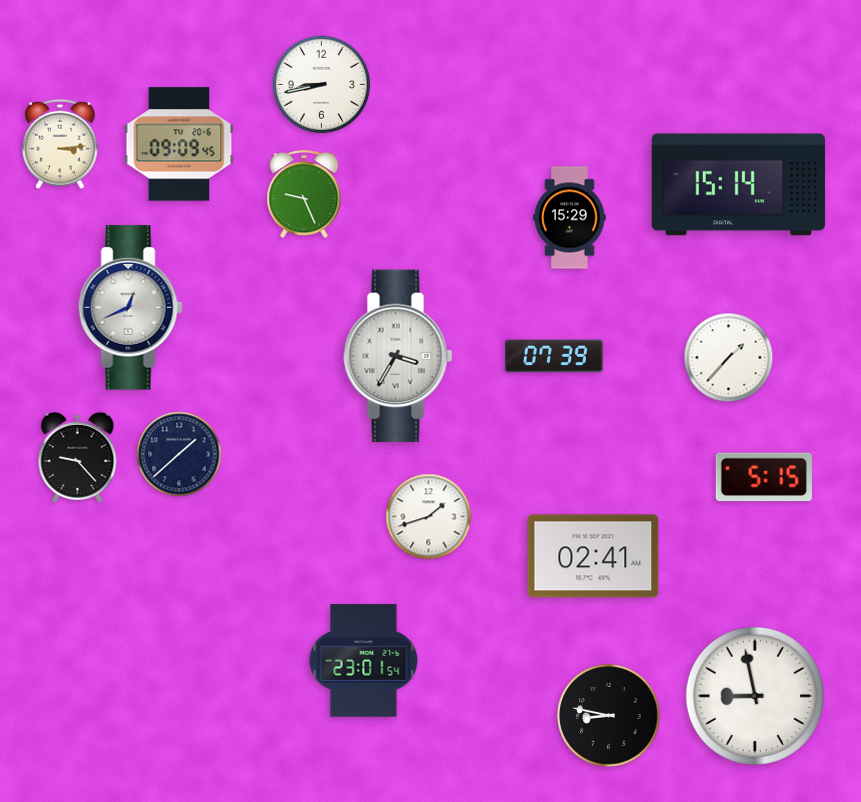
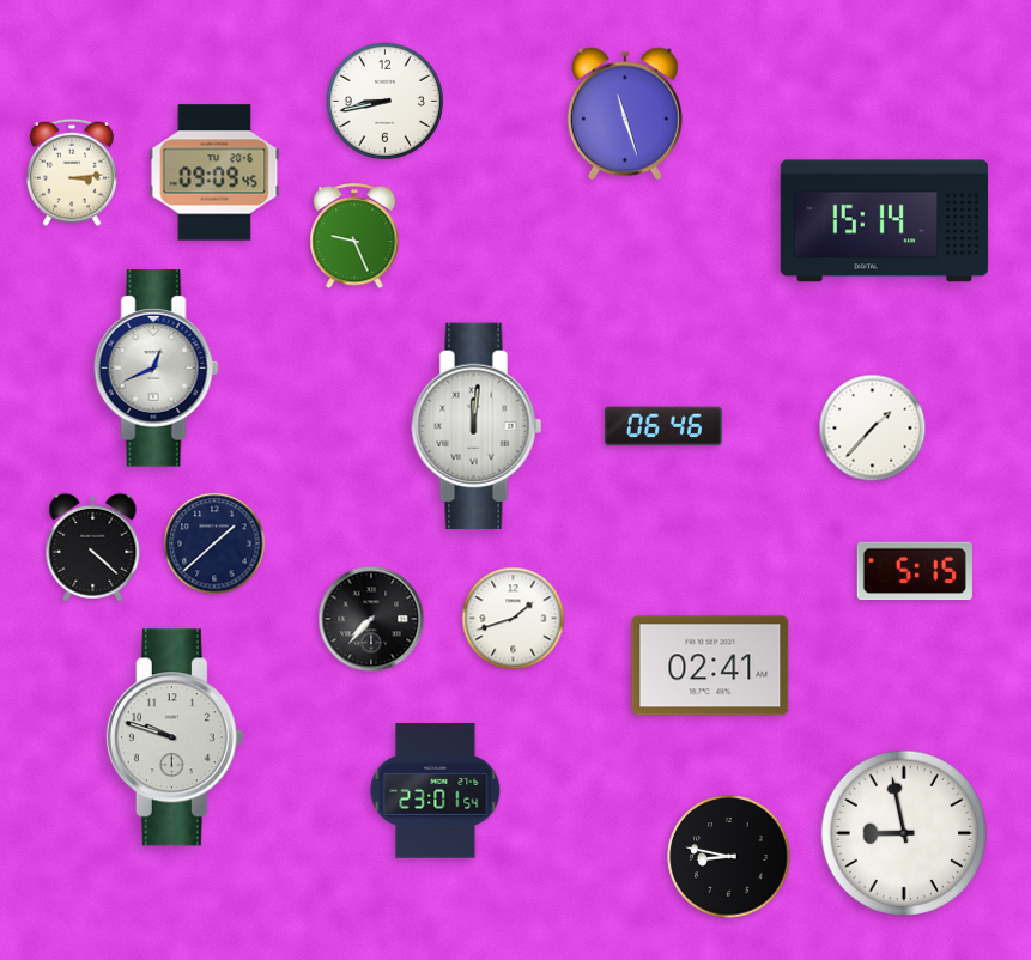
clock at (625, 114): none -> 11:27
clock at (304, 195) position: (304, 195) -> (354, 237)
clock at (570, 218): 15:29 -> none
clock at (398, 356): 3:35 -> 12:01
clock at (554, 356): 07:39 -> 06:46
clock at (78, 457): 9:23 -> 4:22
clock at (371, 619): none -> 7:37
clock at (175, 737): none -> 9:48
